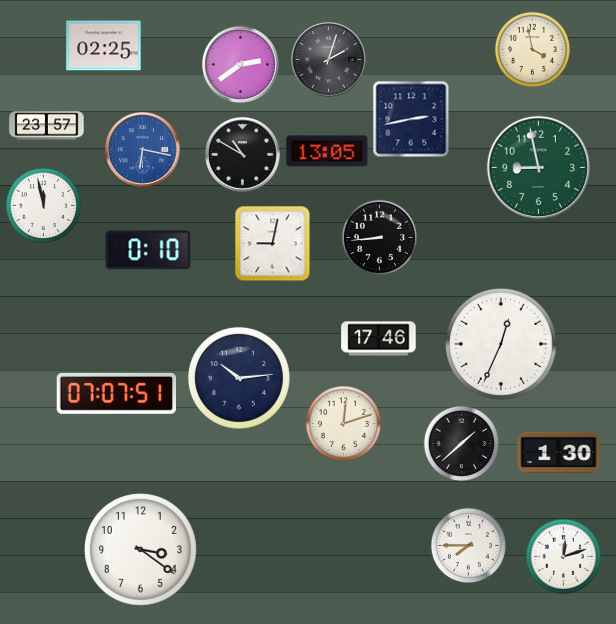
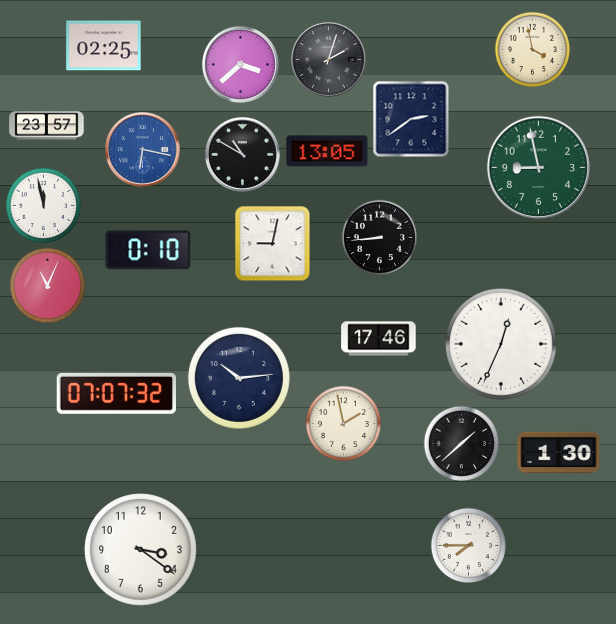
clock at (240, 64): 2:39 -> 3:38
clock at (411, 119): 2:43 -> 2:39
clock at (47, 285): none -> 11:04
clock at (116, 393): 07:07:51 -> 07:07:32
clock at (343, 423): 12:12 -> 1:58
clock at (563, 556): 12:12 -> none
